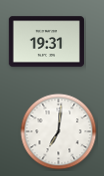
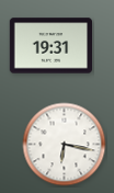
clock at (59, 132): 7:01 -> 6:17
